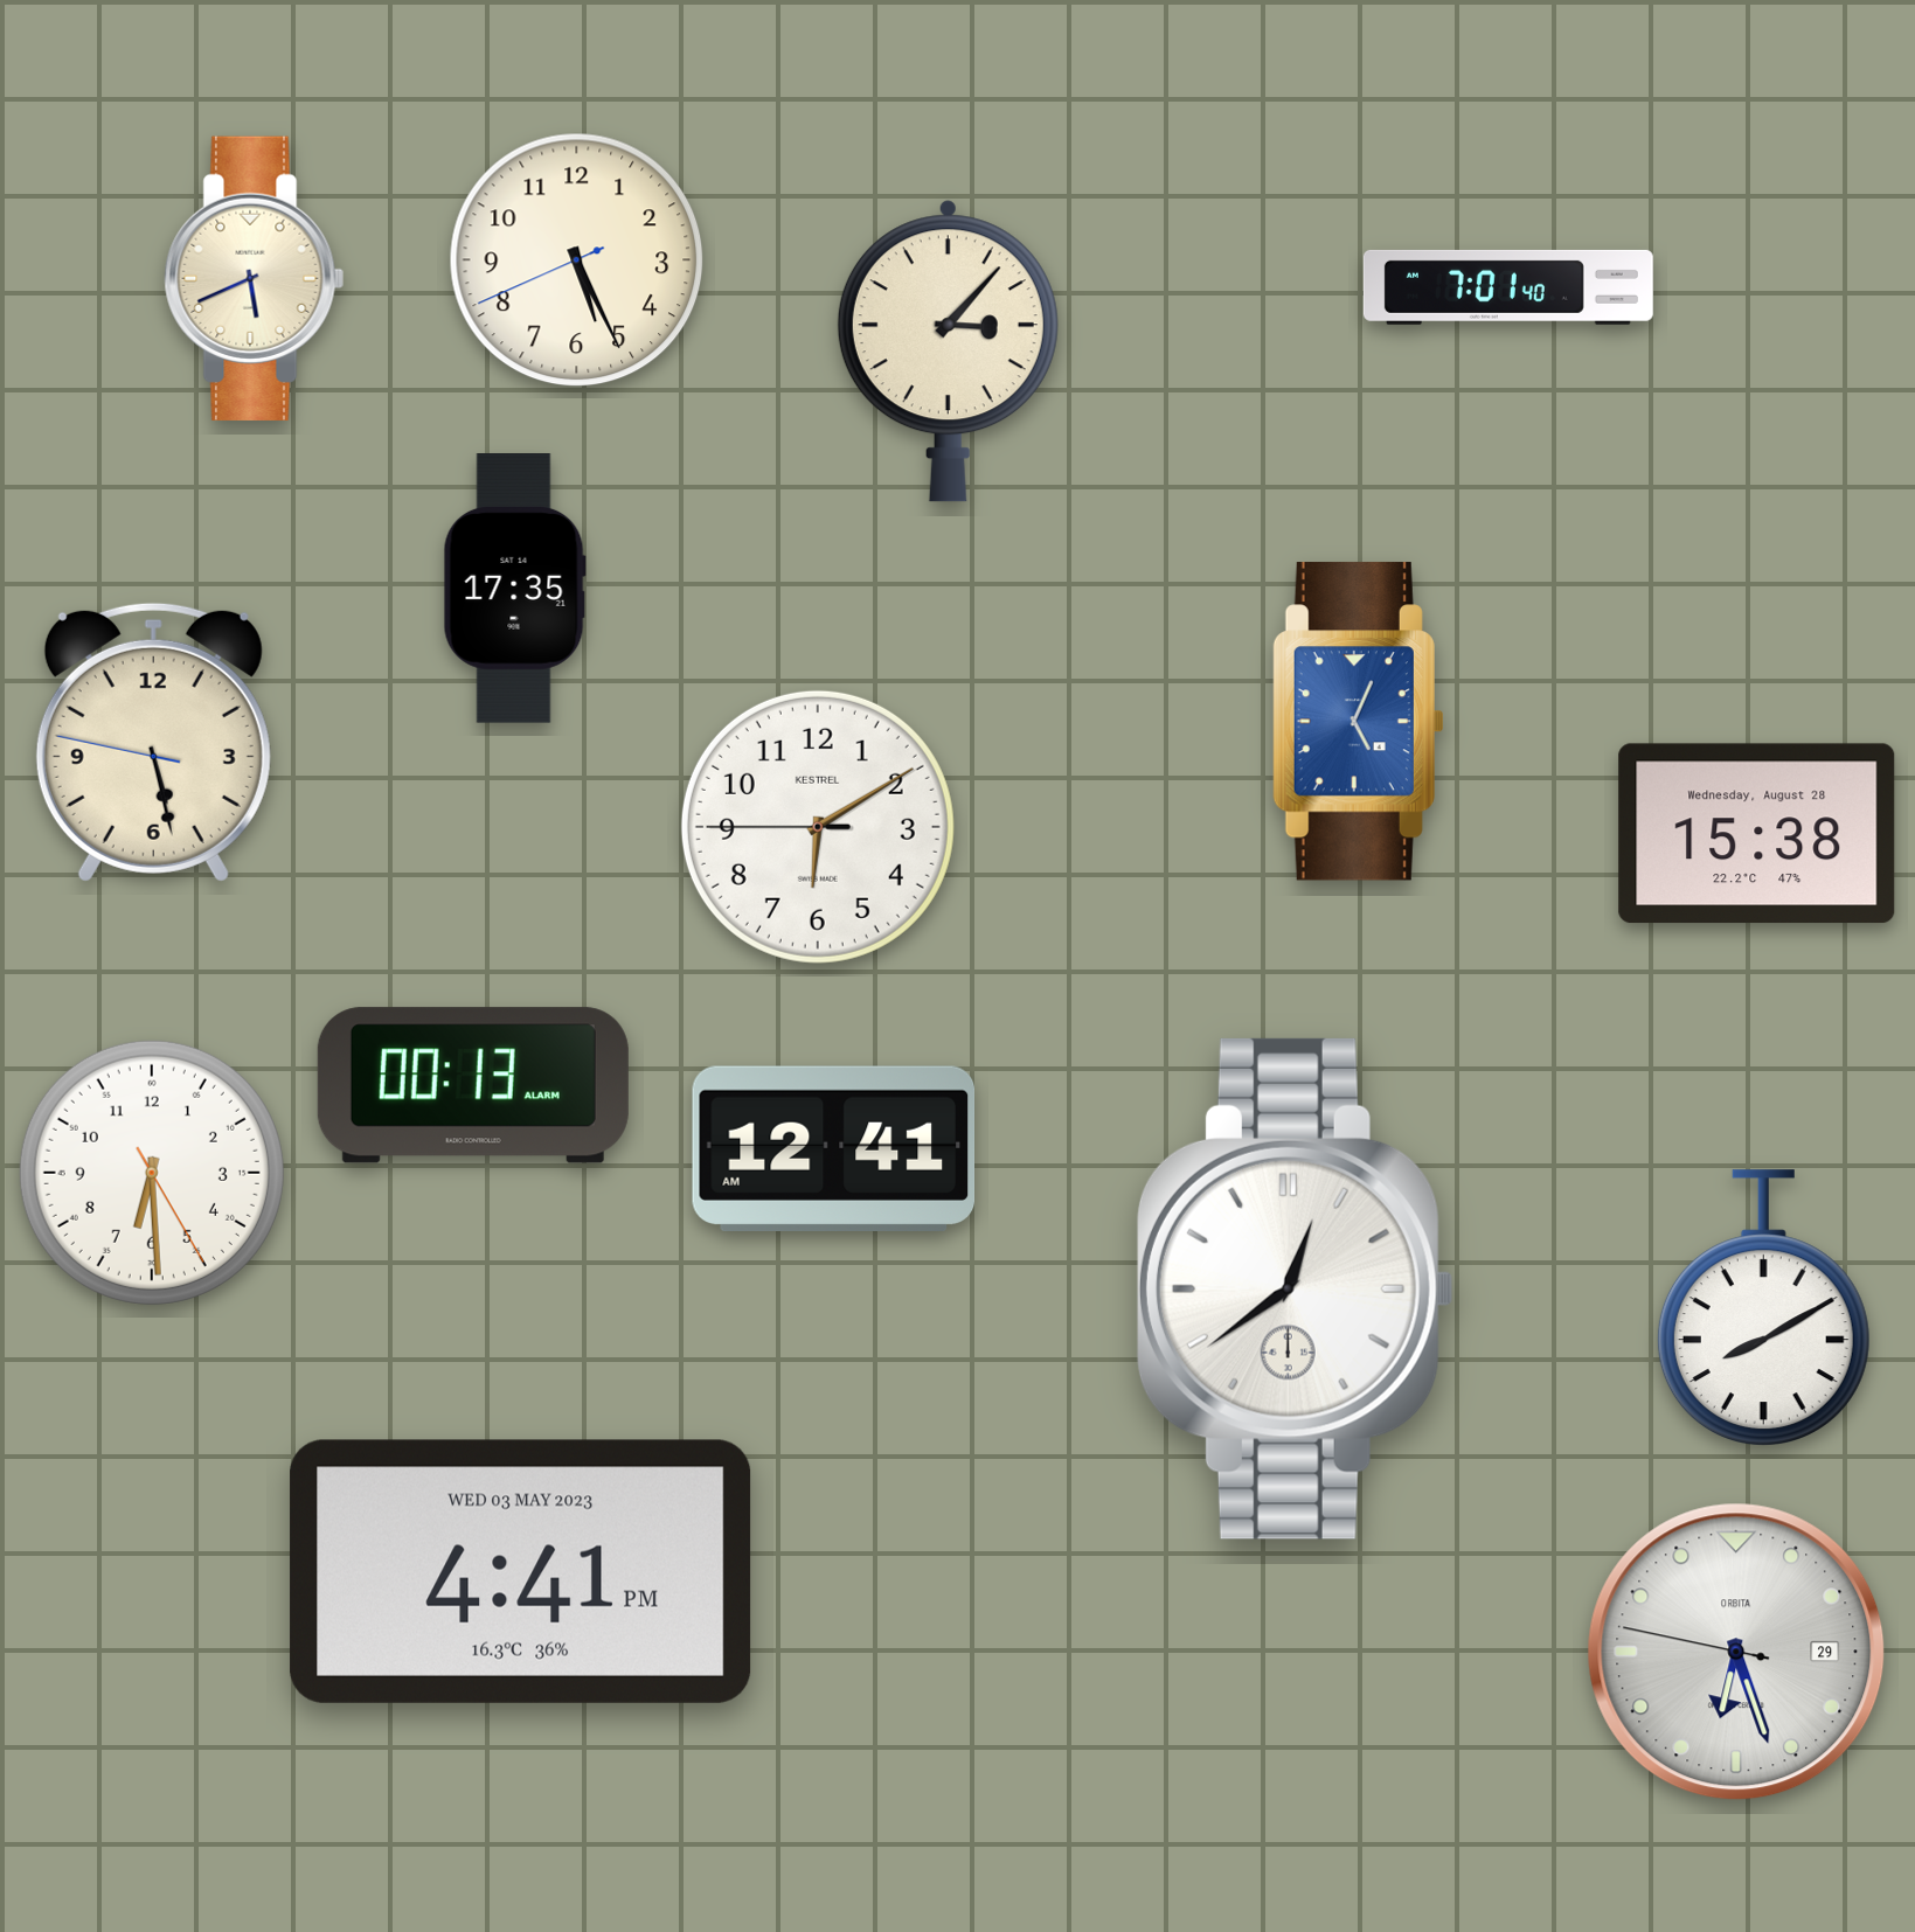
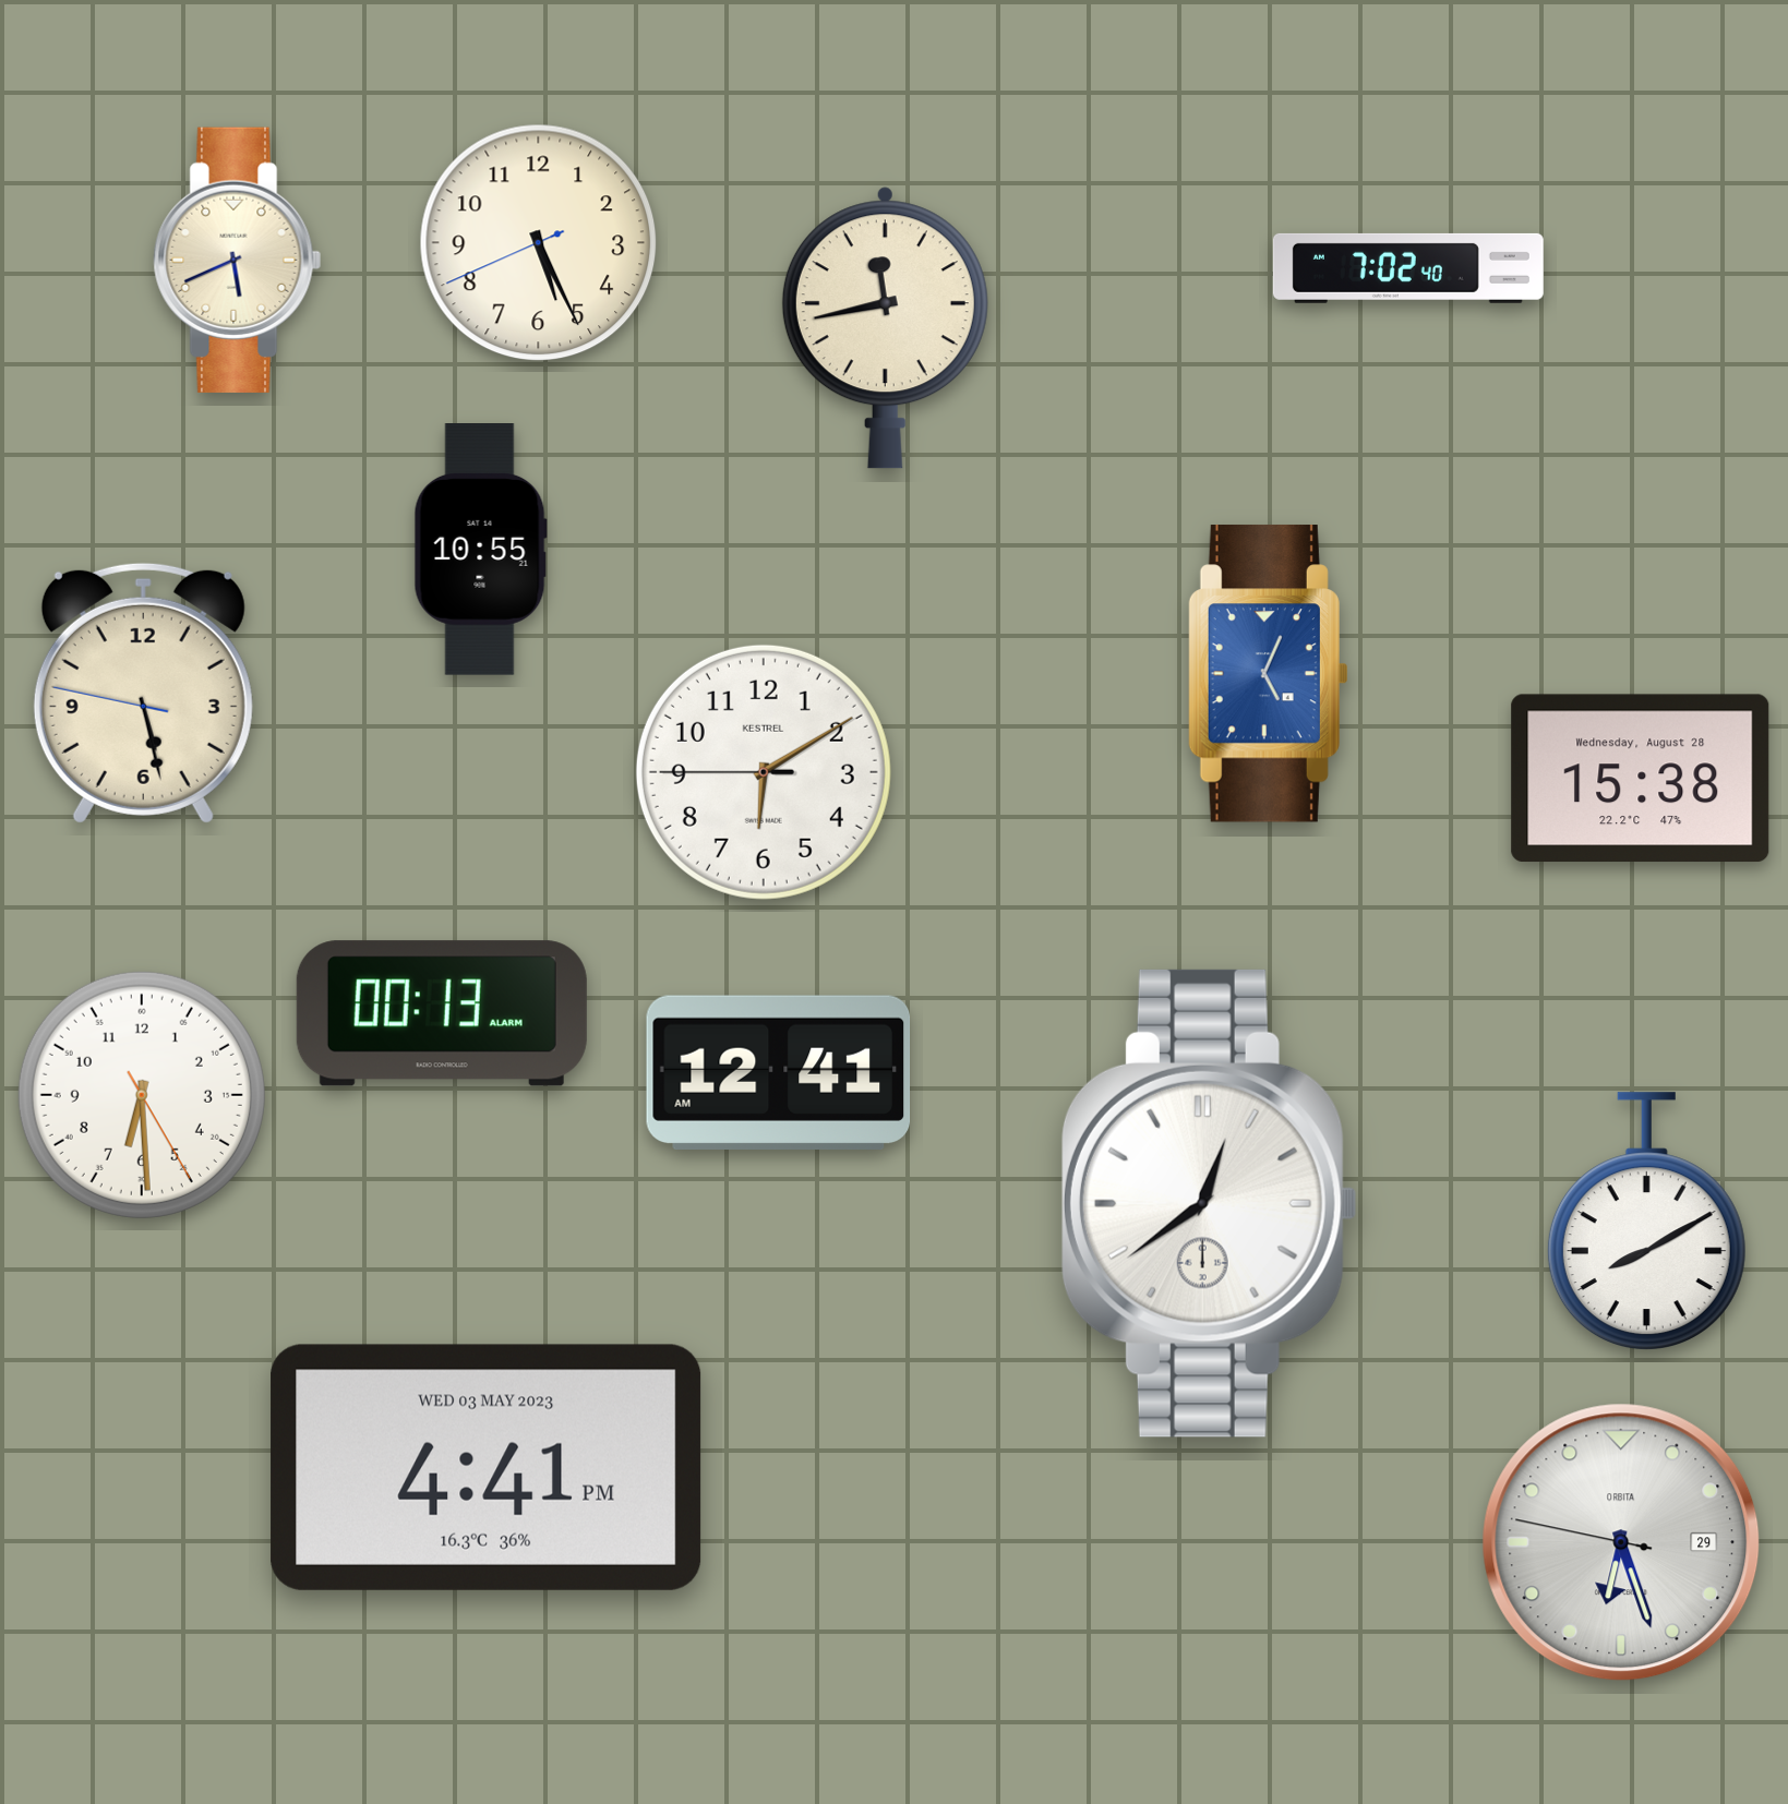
clock at (1508, 287): 7:01 -> 7:02
clock at (948, 352): 3:07 -> 11:43
clock at (514, 589): 17:35 -> 10:55
